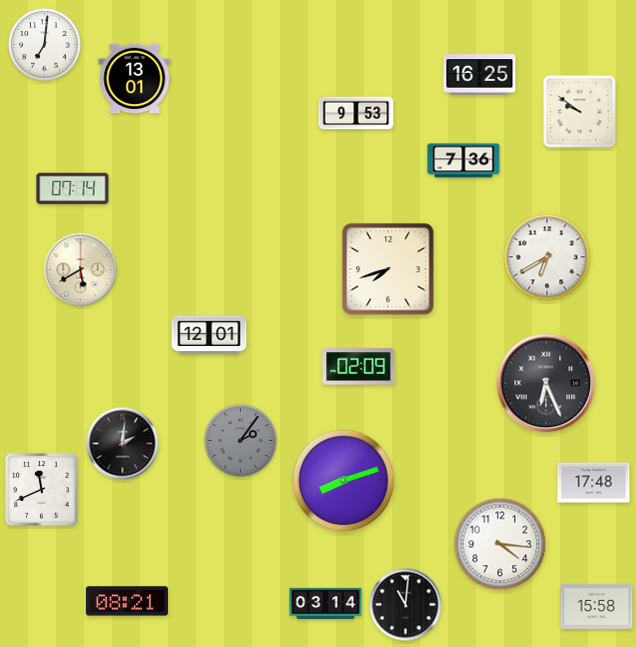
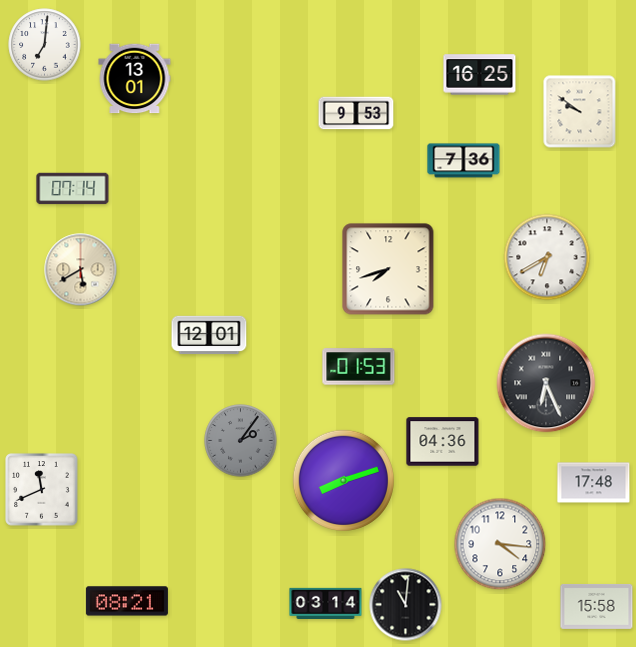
clock at (359, 367): 02:09 -> 01:53
clock at (443, 442): none -> 04:36
clock at (123, 444): 2:01 -> none
